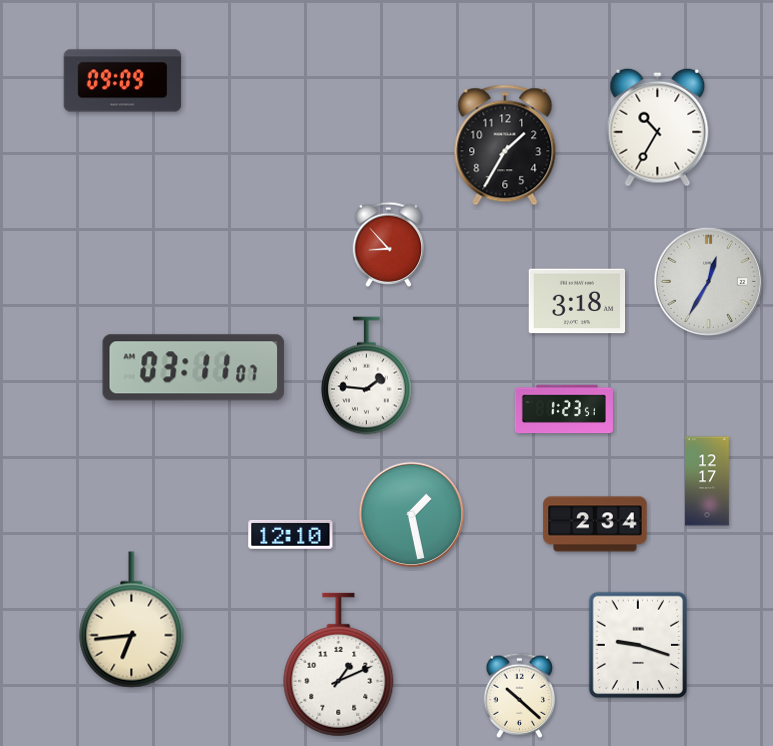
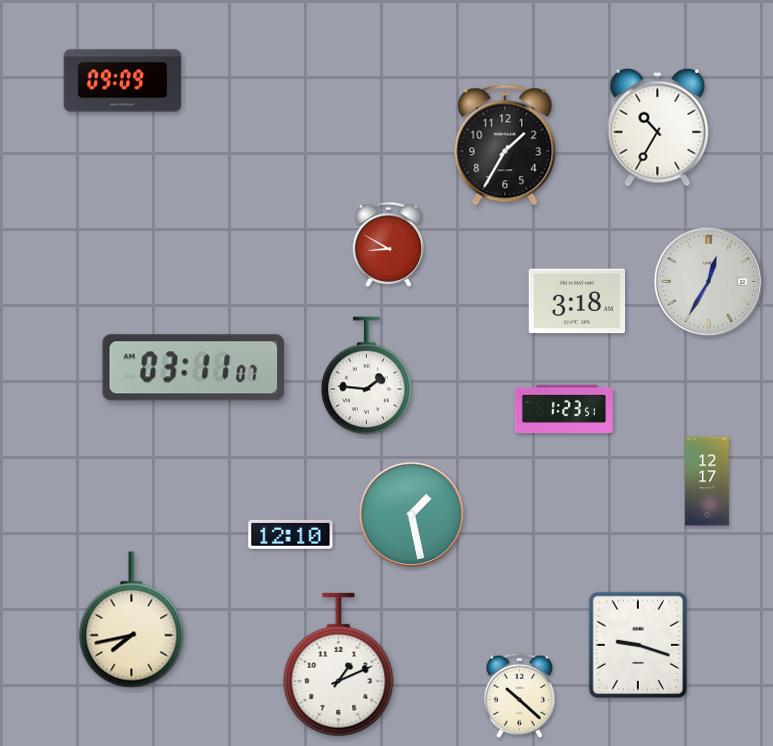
clock at (389, 244): 8:53 -> 8:50
clock at (595, 524): 2:34 -> none
clock at (132, 620): 6:44 -> 7:43
